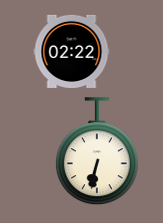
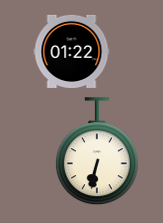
clock at (72, 51): 02:22 -> 01:22
